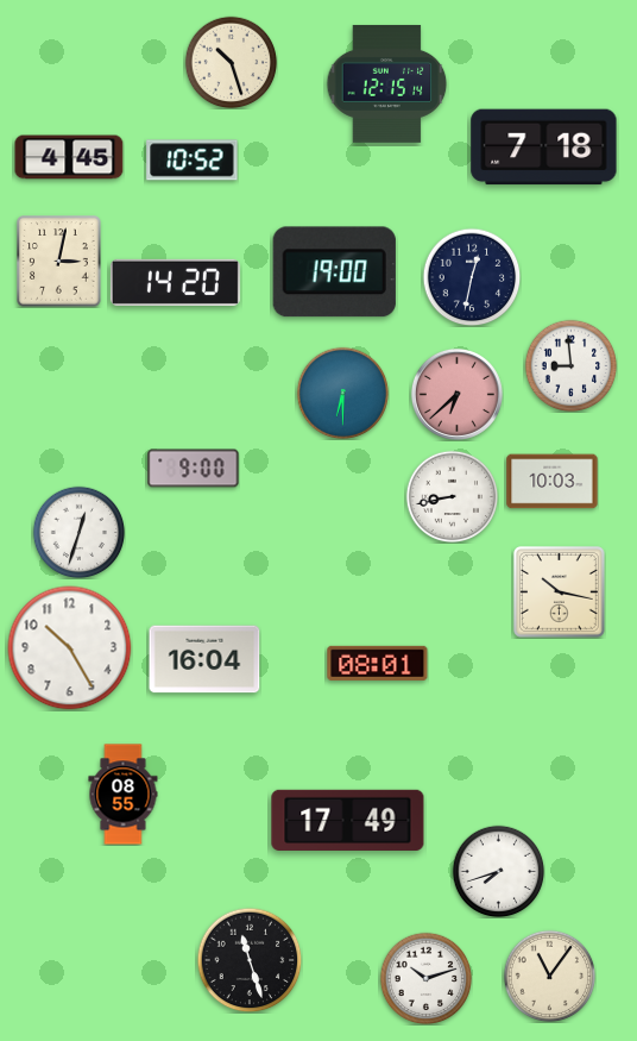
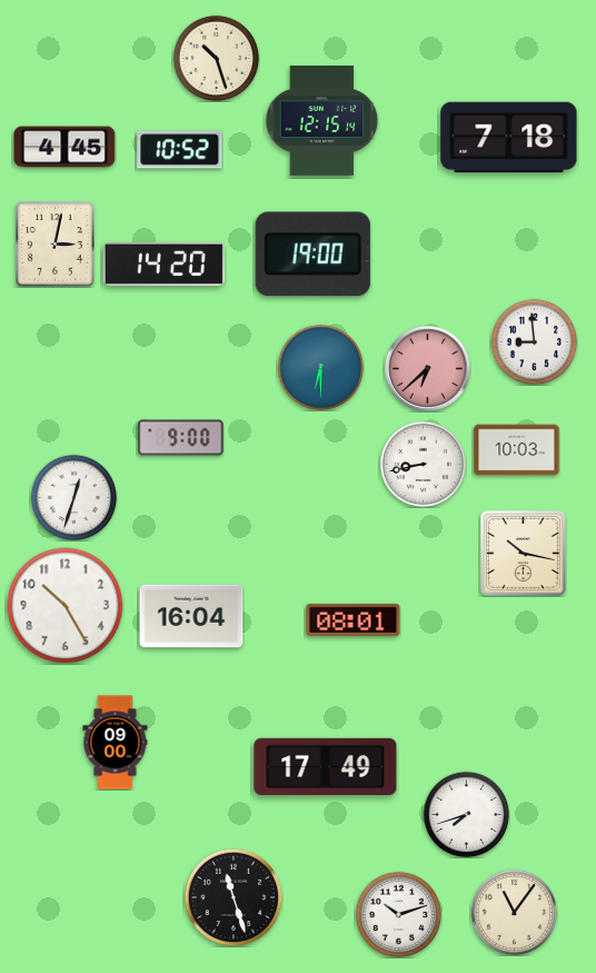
clock at (387, 83) position: (387, 83) -> (322, 120)
clock at (472, 277): 12:32 -> none
clock at (124, 795): 08:55 -> 09:00
